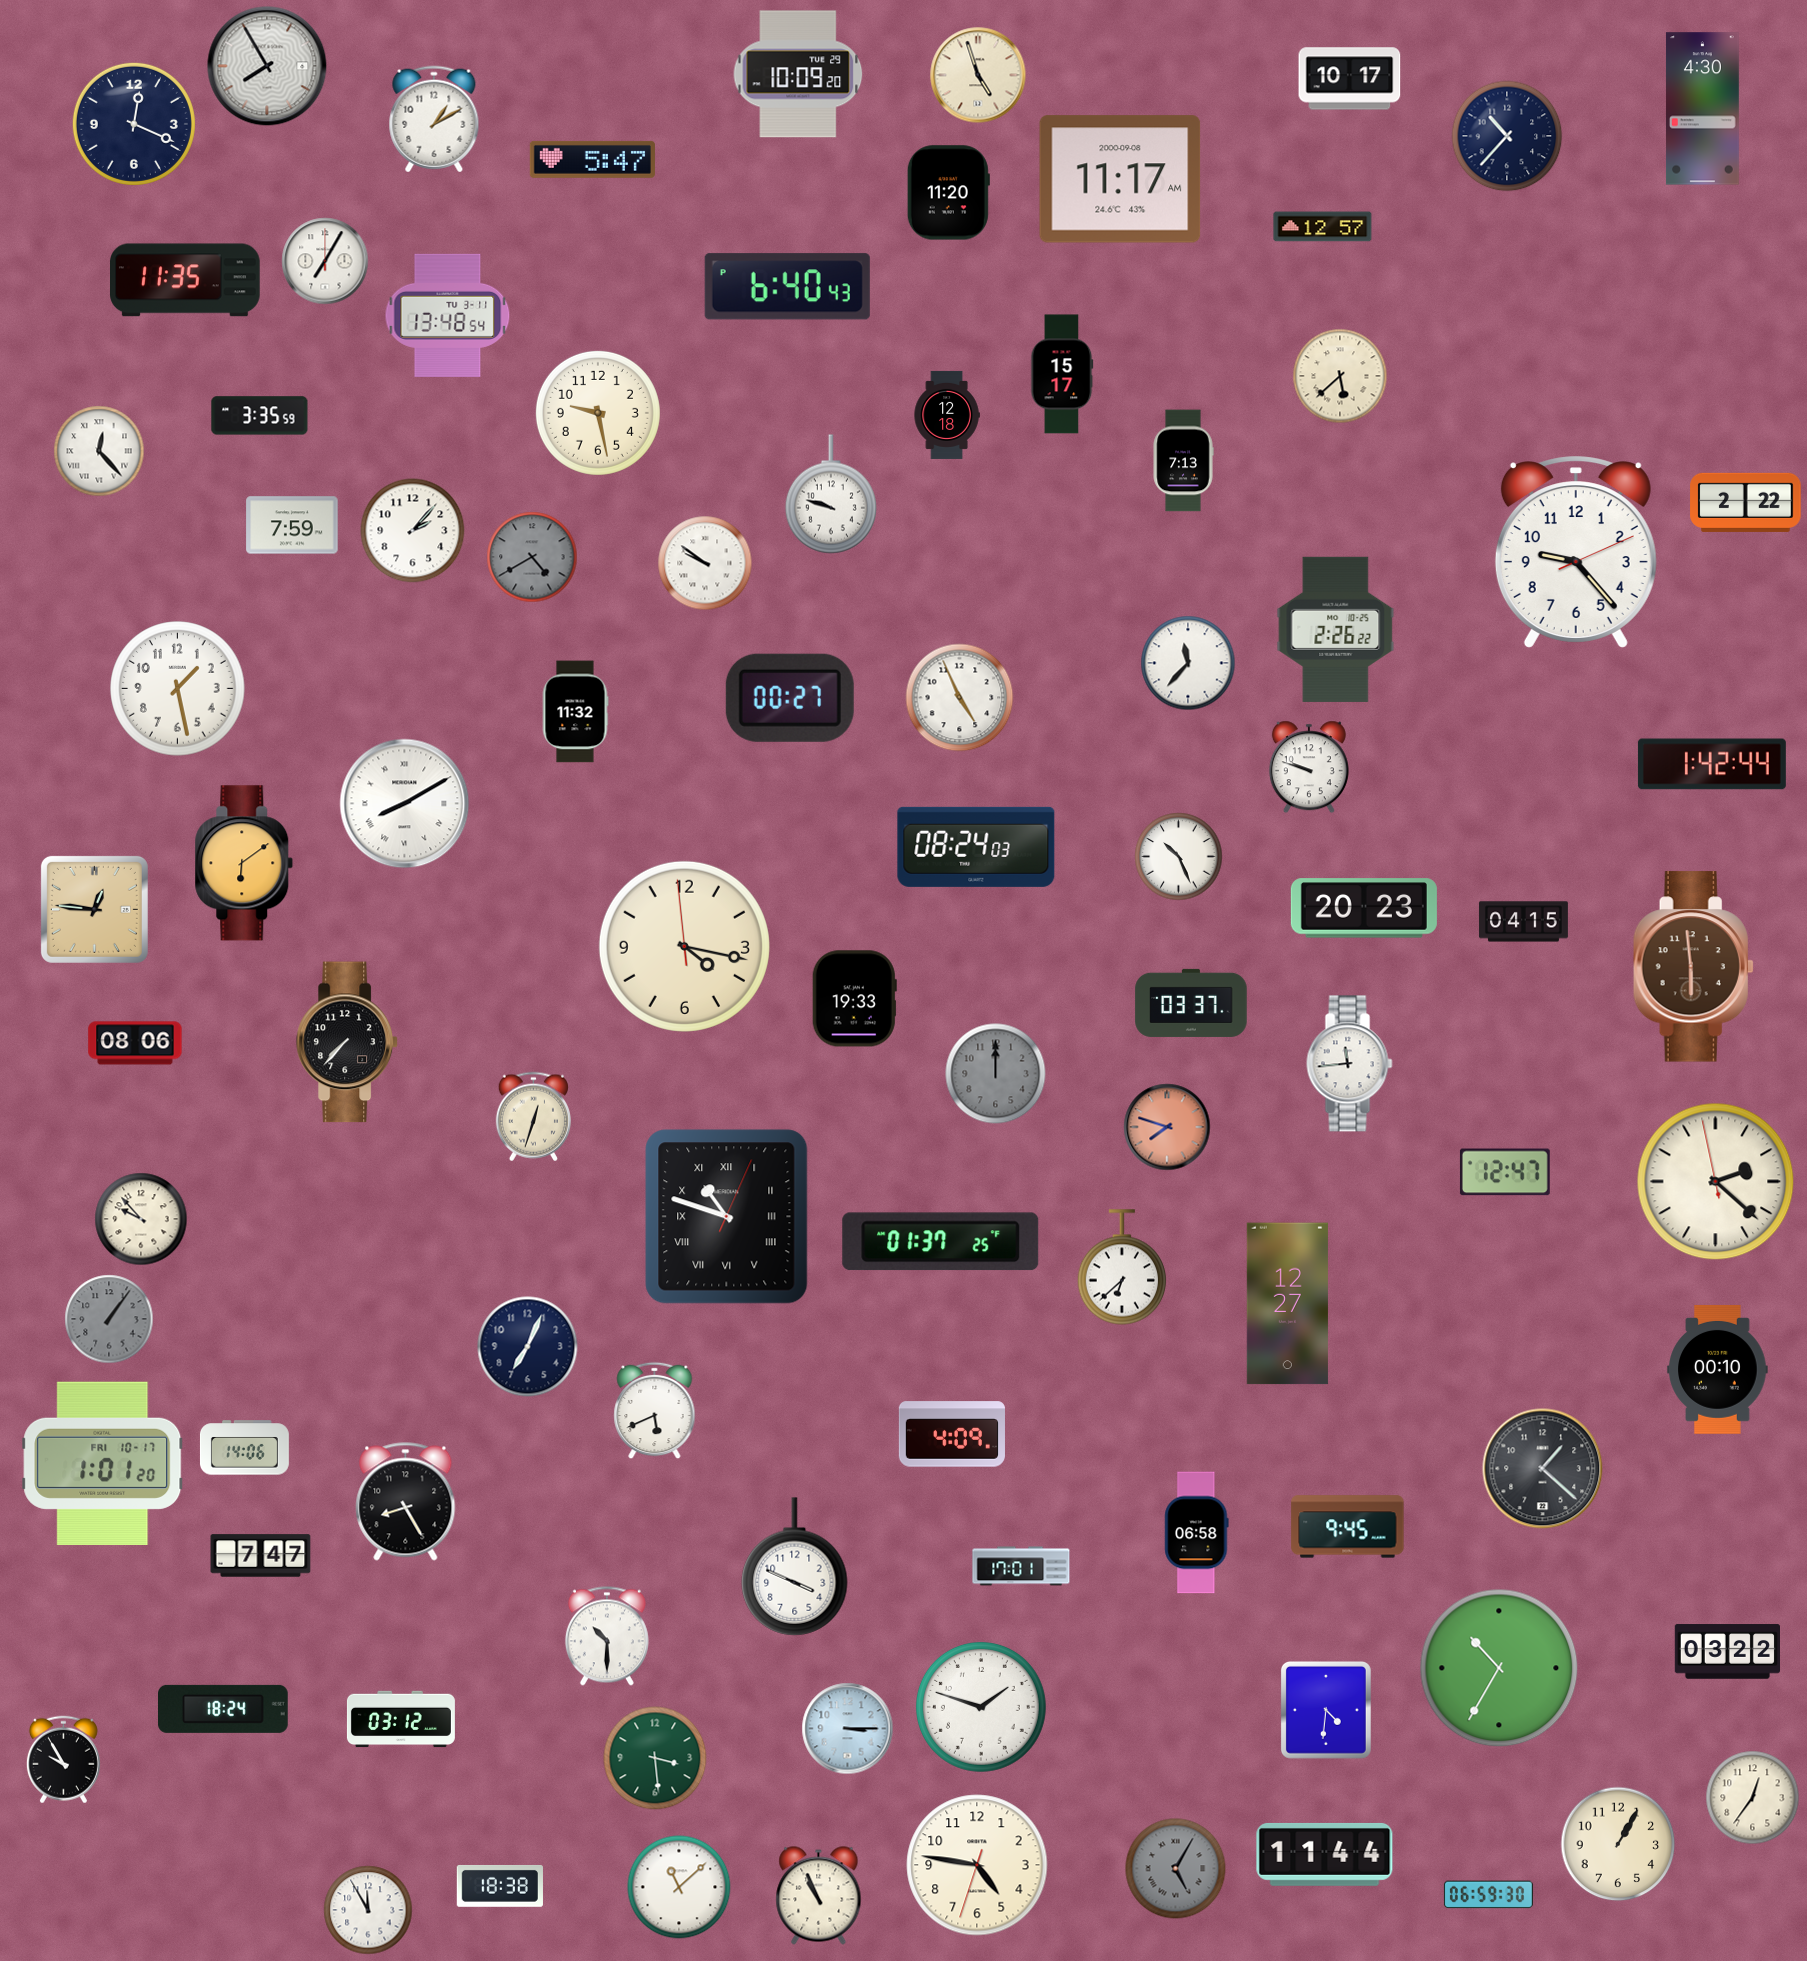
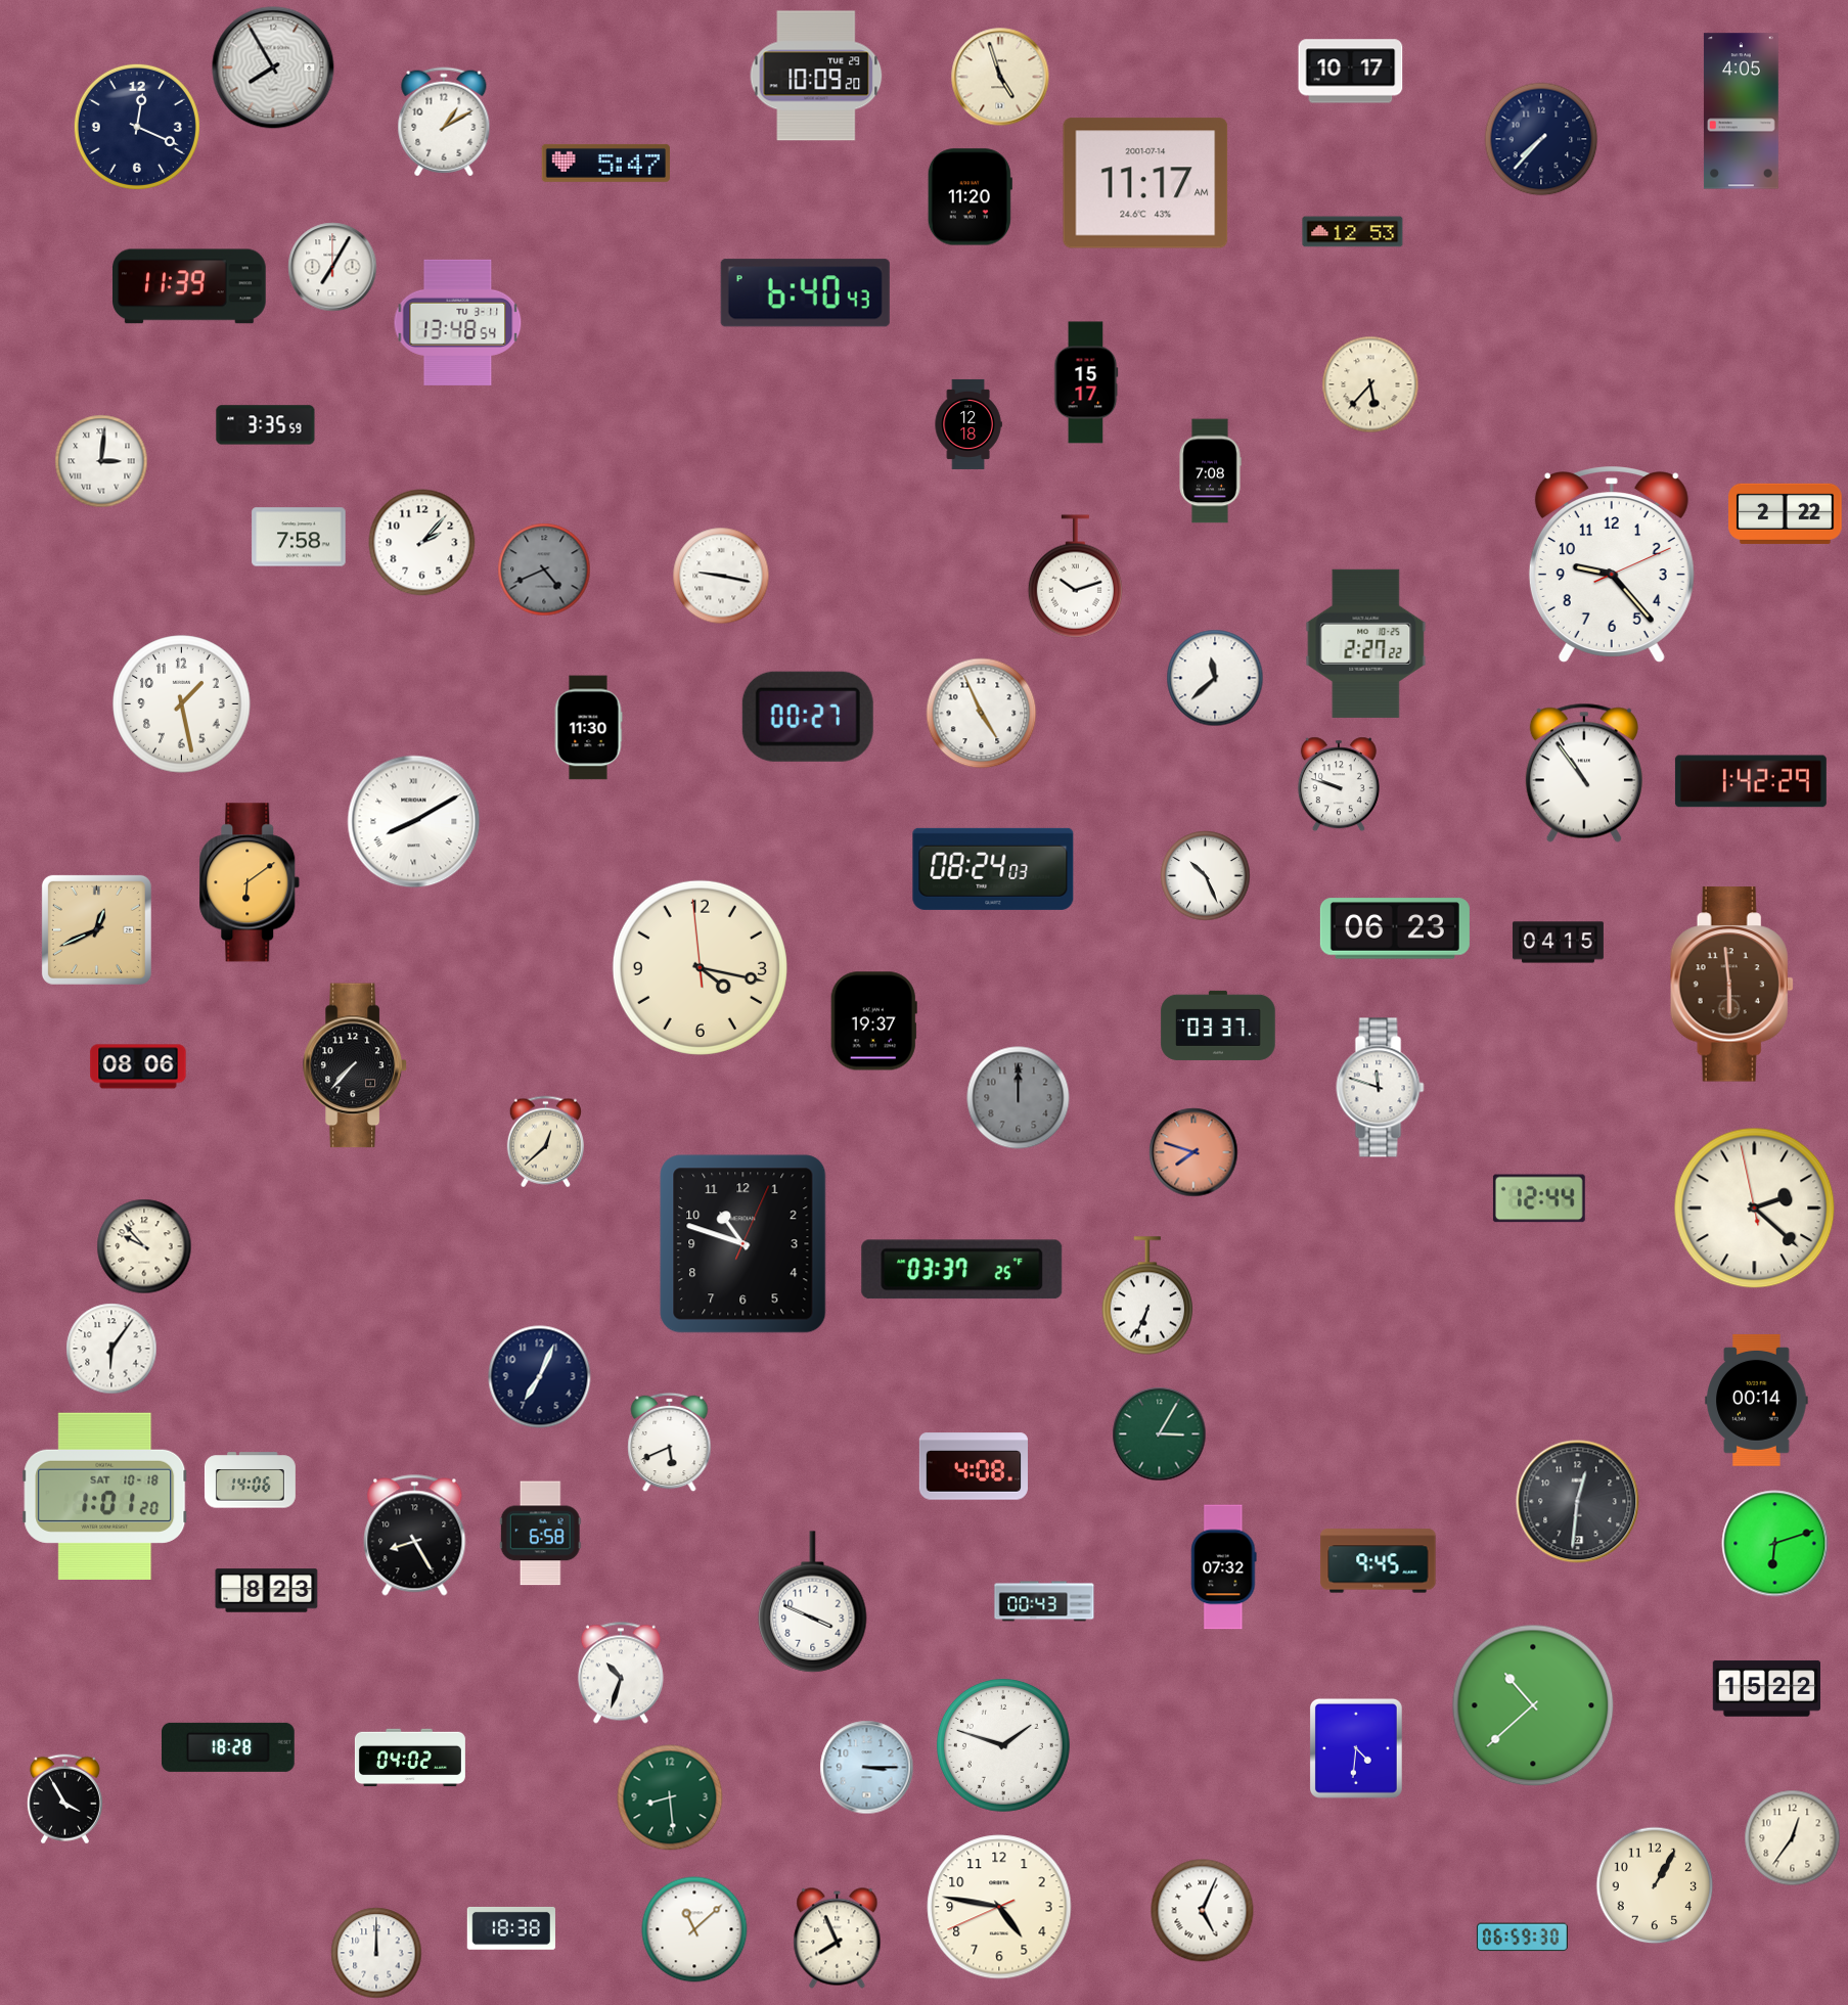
clock at (1350, 79) position: (1350, 79) -> (1351, 72)
clock at (1702, 109): 4:30 -> 4:05
clock at (1507, 136): 10:37 -> 7:37
clock at (1120, 179) date: 2000-09-08 -> 2001-07-14
clock at (1323, 227): 12:57 -> 12:53
clock at (186, 280): 11:35 -> 11:39
clock at (1340, 376): 5:38 -> 5:37
clock at (598, 413): 9:28 -> none
clock at (99, 451): 12:23 -> 3:01
clock at (1183, 461): 7:13 -> 7:08
clock at (831, 494): 9:48 -> none
clock at (292, 525): 7:59 -> 7:58
clock at (532, 557): 4:40 -> 4:41
clock at (705, 563): 9:51 -> 9:17
clock at (1075, 577): none -> 10:12
clock at (1336, 629): 2:26 -> 2:27
clock at (1188, 663): 11:37 -> 11:38
clock at (790, 698) position: (790, 698) -> (808, 717)
clock at (575, 712): 11:32 -> 11:30
clock at (1584, 773): none -> 10:54
clock at (1712, 764): 1:42:44 -> 1:42:29
clock at (976, 847) position: (976, 847) -> (993, 869)
clock at (1364, 908): 20:23 -> 06:23
clock at (94, 909): 12:46 -> 12:41
clock at (1693, 967) position: (1693, 967) -> (1731, 985)
clock at (854, 999): 19:33 -> 19:37
clock at (1350, 1064): 11:44 -> 11:48
clock at (533, 1117): 12:33 -> 12:38
clock at (1505, 1172): 12:47 -> 12:44
clock at (727, 1217) numerals: Roman -> Arabic
clock at (941, 1242): 01:37 -> 03:37
clock at (1122, 1267): 6:38 -> 6:34
clock at (1287, 1304): 12:27 -> none
clock at (109, 1319): 1:06 -> 6:06
clock at (109, 1319) dial: grey -> white
clock at (1718, 1369): 00:10 -> 00:14
clock at (1160, 1434): none -> 3:05
clock at (952, 1434): 4:09 -> 4:08
clock at (103, 1463) date: FRI 10-17 -> SAT 10-18
clock at (1543, 1469): 1:22 -> 12:31
clock at (540, 1534): none -> 6:58
clock at (1775, 1544): none -> 6:12
clock at (1197, 1533): 06:58 -> 07:32
clock at (261, 1556): 7:47 -> 8:23
clock at (1021, 1566): 17:01 -> 00:43
clock at (607, 1636): 10:30 -> 10:33
clock at (1727, 1652): 03:22 -> 15:22
clock at (1499, 1668): 10:35 -> 10:38
clock at (224, 1709): 18:24 -> 18:28
clock at (401, 1719): 03:12 -> 04:02
clock at (655, 1758): 3:29 -> 8:29
clock at (63, 1760): 9:55 -> 3:55
clock at (1325, 1854): 11:44 -> none
clock at (977, 1865): 4:46:33 -> 4:46:41
clock at (1176, 1869): 5:05 -> 5:04
clock at (1176, 1869) dial: grey -> white
clock at (819, 1896): 10:56 -> 7:56
clock at (368, 1910): 11:55 -> 12:00
